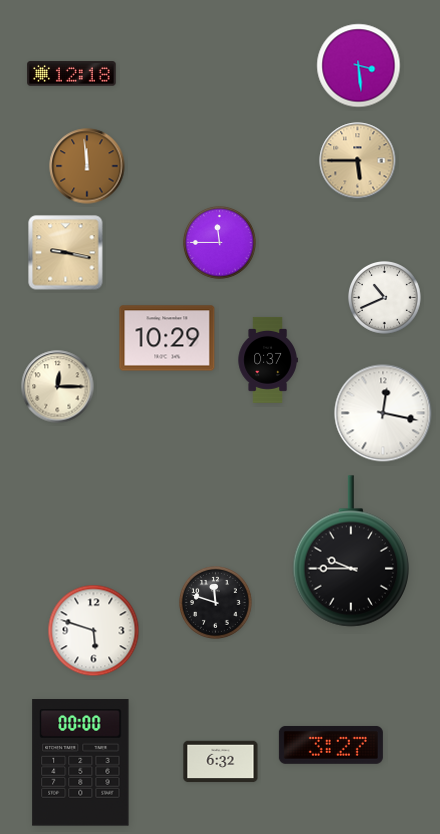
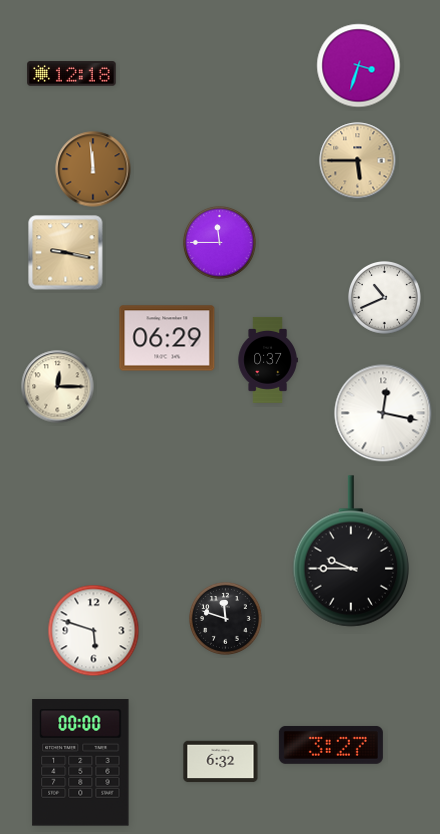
clock at (359, 66): 3:29 -> 3:33
clock at (87, 166) position: (87, 166) -> (93, 169)
clock at (167, 338): 10:29 -> 06:29
clock at (216, 603) position: (216, 603) -> (226, 619)
